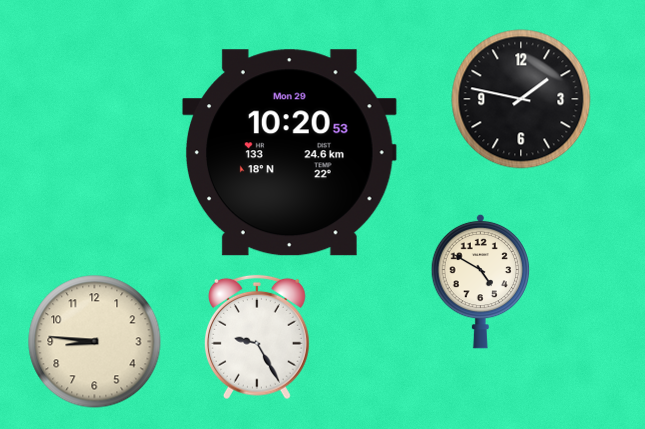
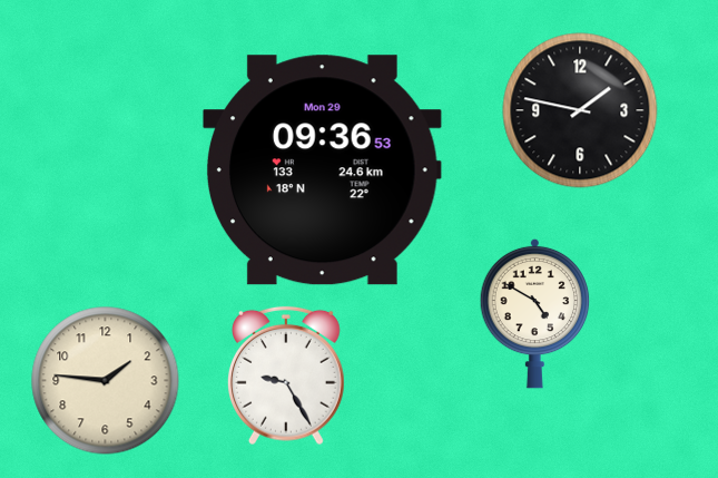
clock at (289, 153): 10:20 -> 09:36
clock at (95, 342): 8:46 -> 1:46
